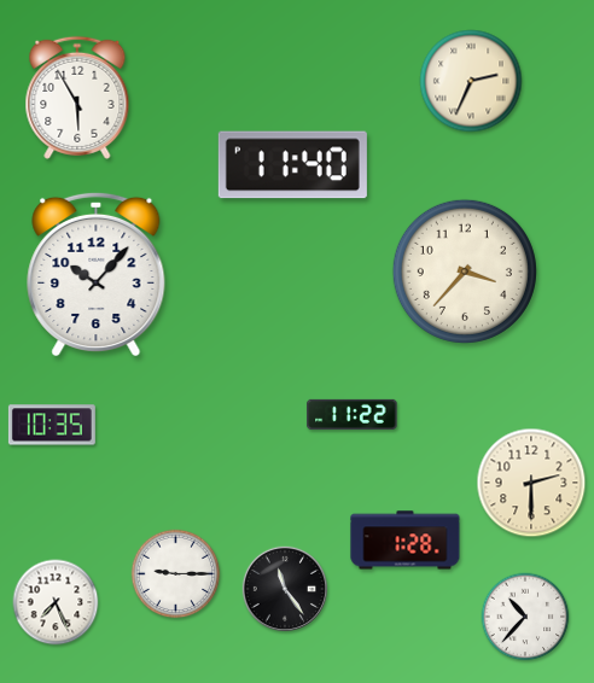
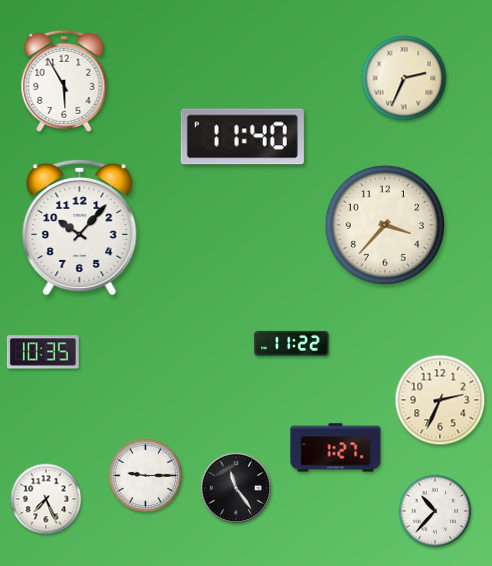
clock at (471, 81) position: (471, 81) -> (404, 78)
clock at (531, 483): 2:30 -> 2:34
clock at (406, 541): 1:28 -> 1:27
